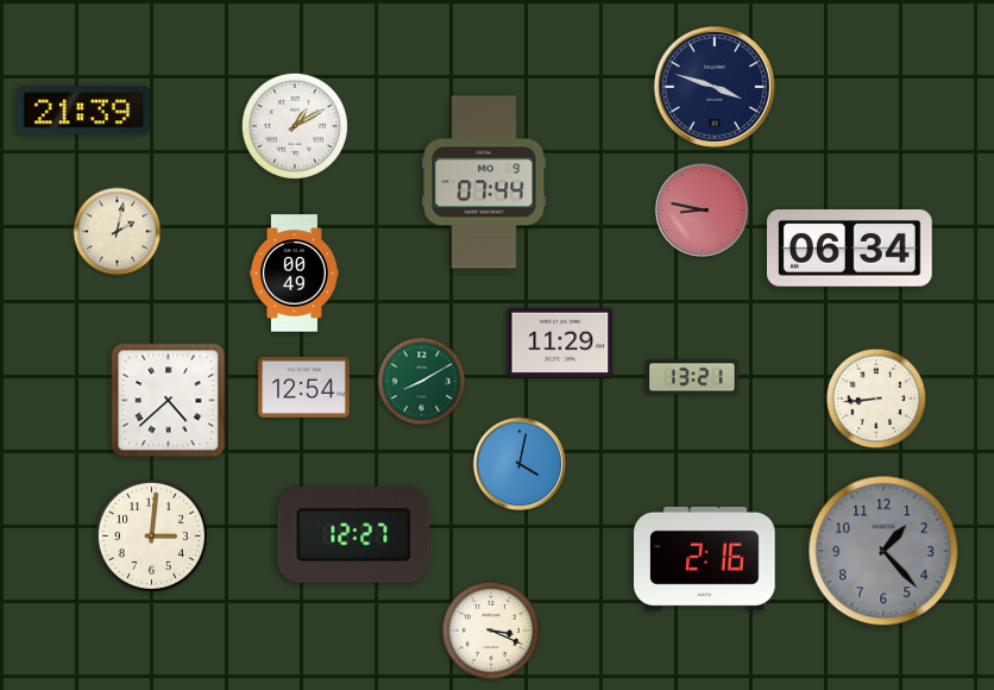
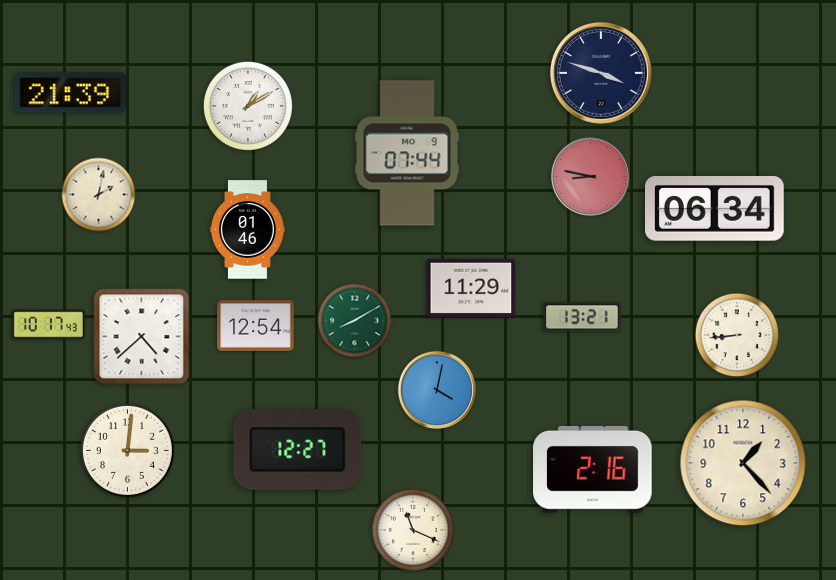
clock at (294, 274): 00:49 -> 01:46
clock at (48, 325): none -> 10:17
clock at (883, 551) dial: grey -> cream
clock at (491, 631): 3:19 -> 11:19
